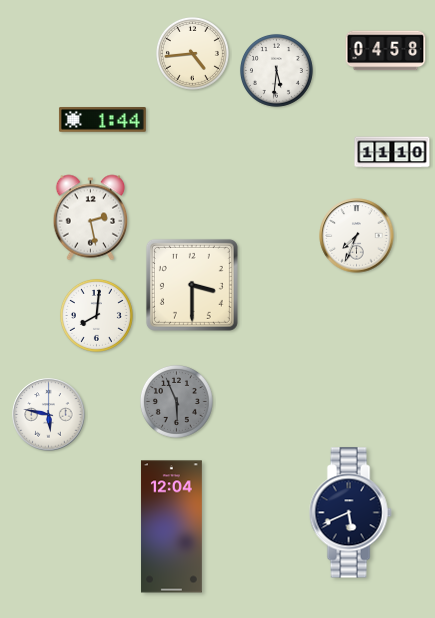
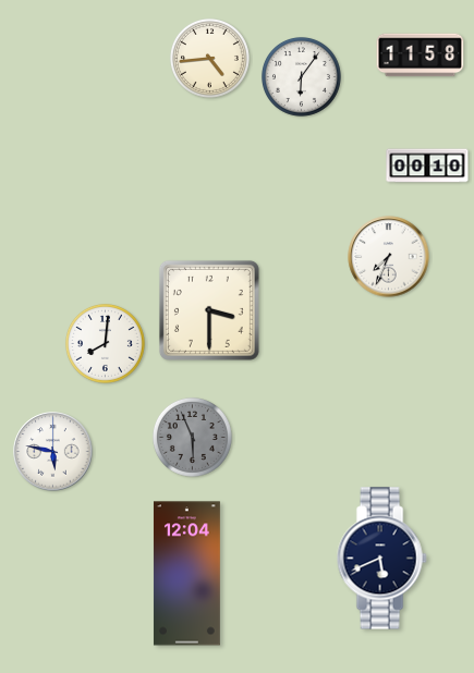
clock at (386, 51): 04:58 -> 11:58
clock at (276, 70): 5:31 -> 6:06
clock at (102, 120): 1:44 -> none
clock at (392, 152): 11:10 -> 00:10
clock at (91, 218): 2:28 -> none
